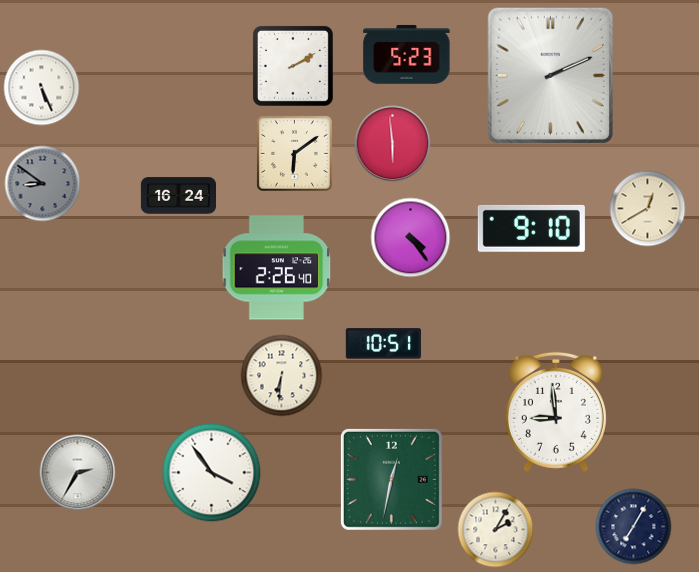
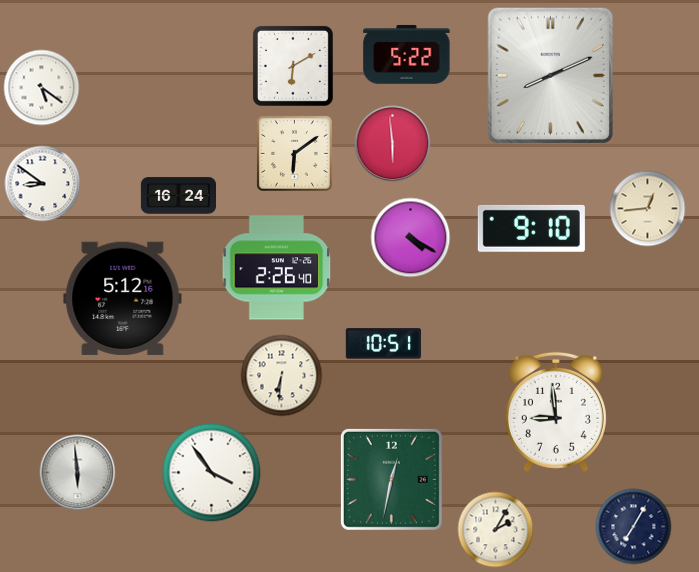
clock at (407, 55): 5:23 -> 5:22
clock at (293, 66): 2:10 -> 6:10
clock at (550, 75): 2:11 -> 8:11
clock at (42, 88): 5:26 -> 5:21
clock at (43, 184) dial: grey -> white
clock at (648, 209): 12:40 -> 12:44
clock at (411, 238): 4:24 -> 4:20
clock at (123, 298): none -> 5:12
clock at (78, 473): 2:35 -> 5:59
